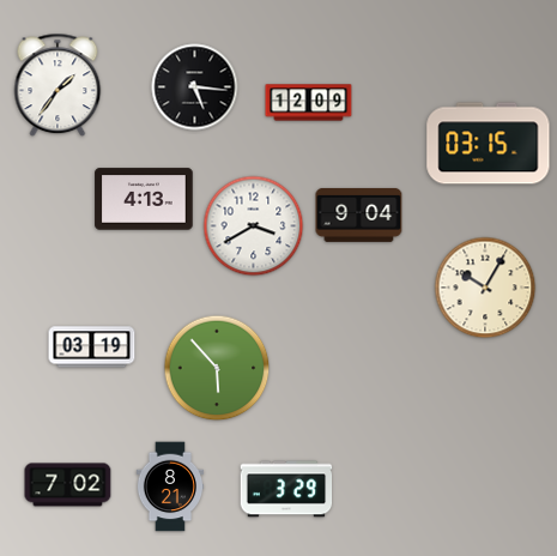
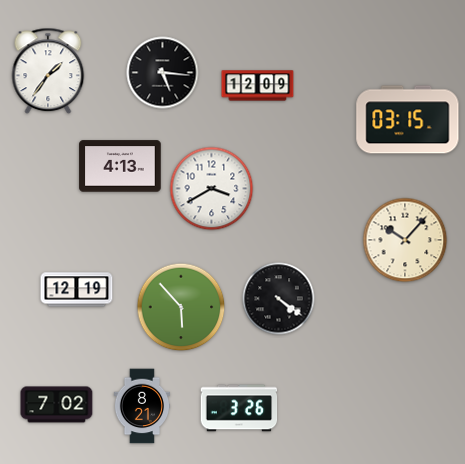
clock at (359, 214): 9:04 -> none
clock at (485, 288): 10:05 -> 10:07
clock at (92, 347): 03:19 -> 12:19
clock at (279, 299): none -> 4:21
clock at (286, 489): 3:29 -> 3:26
